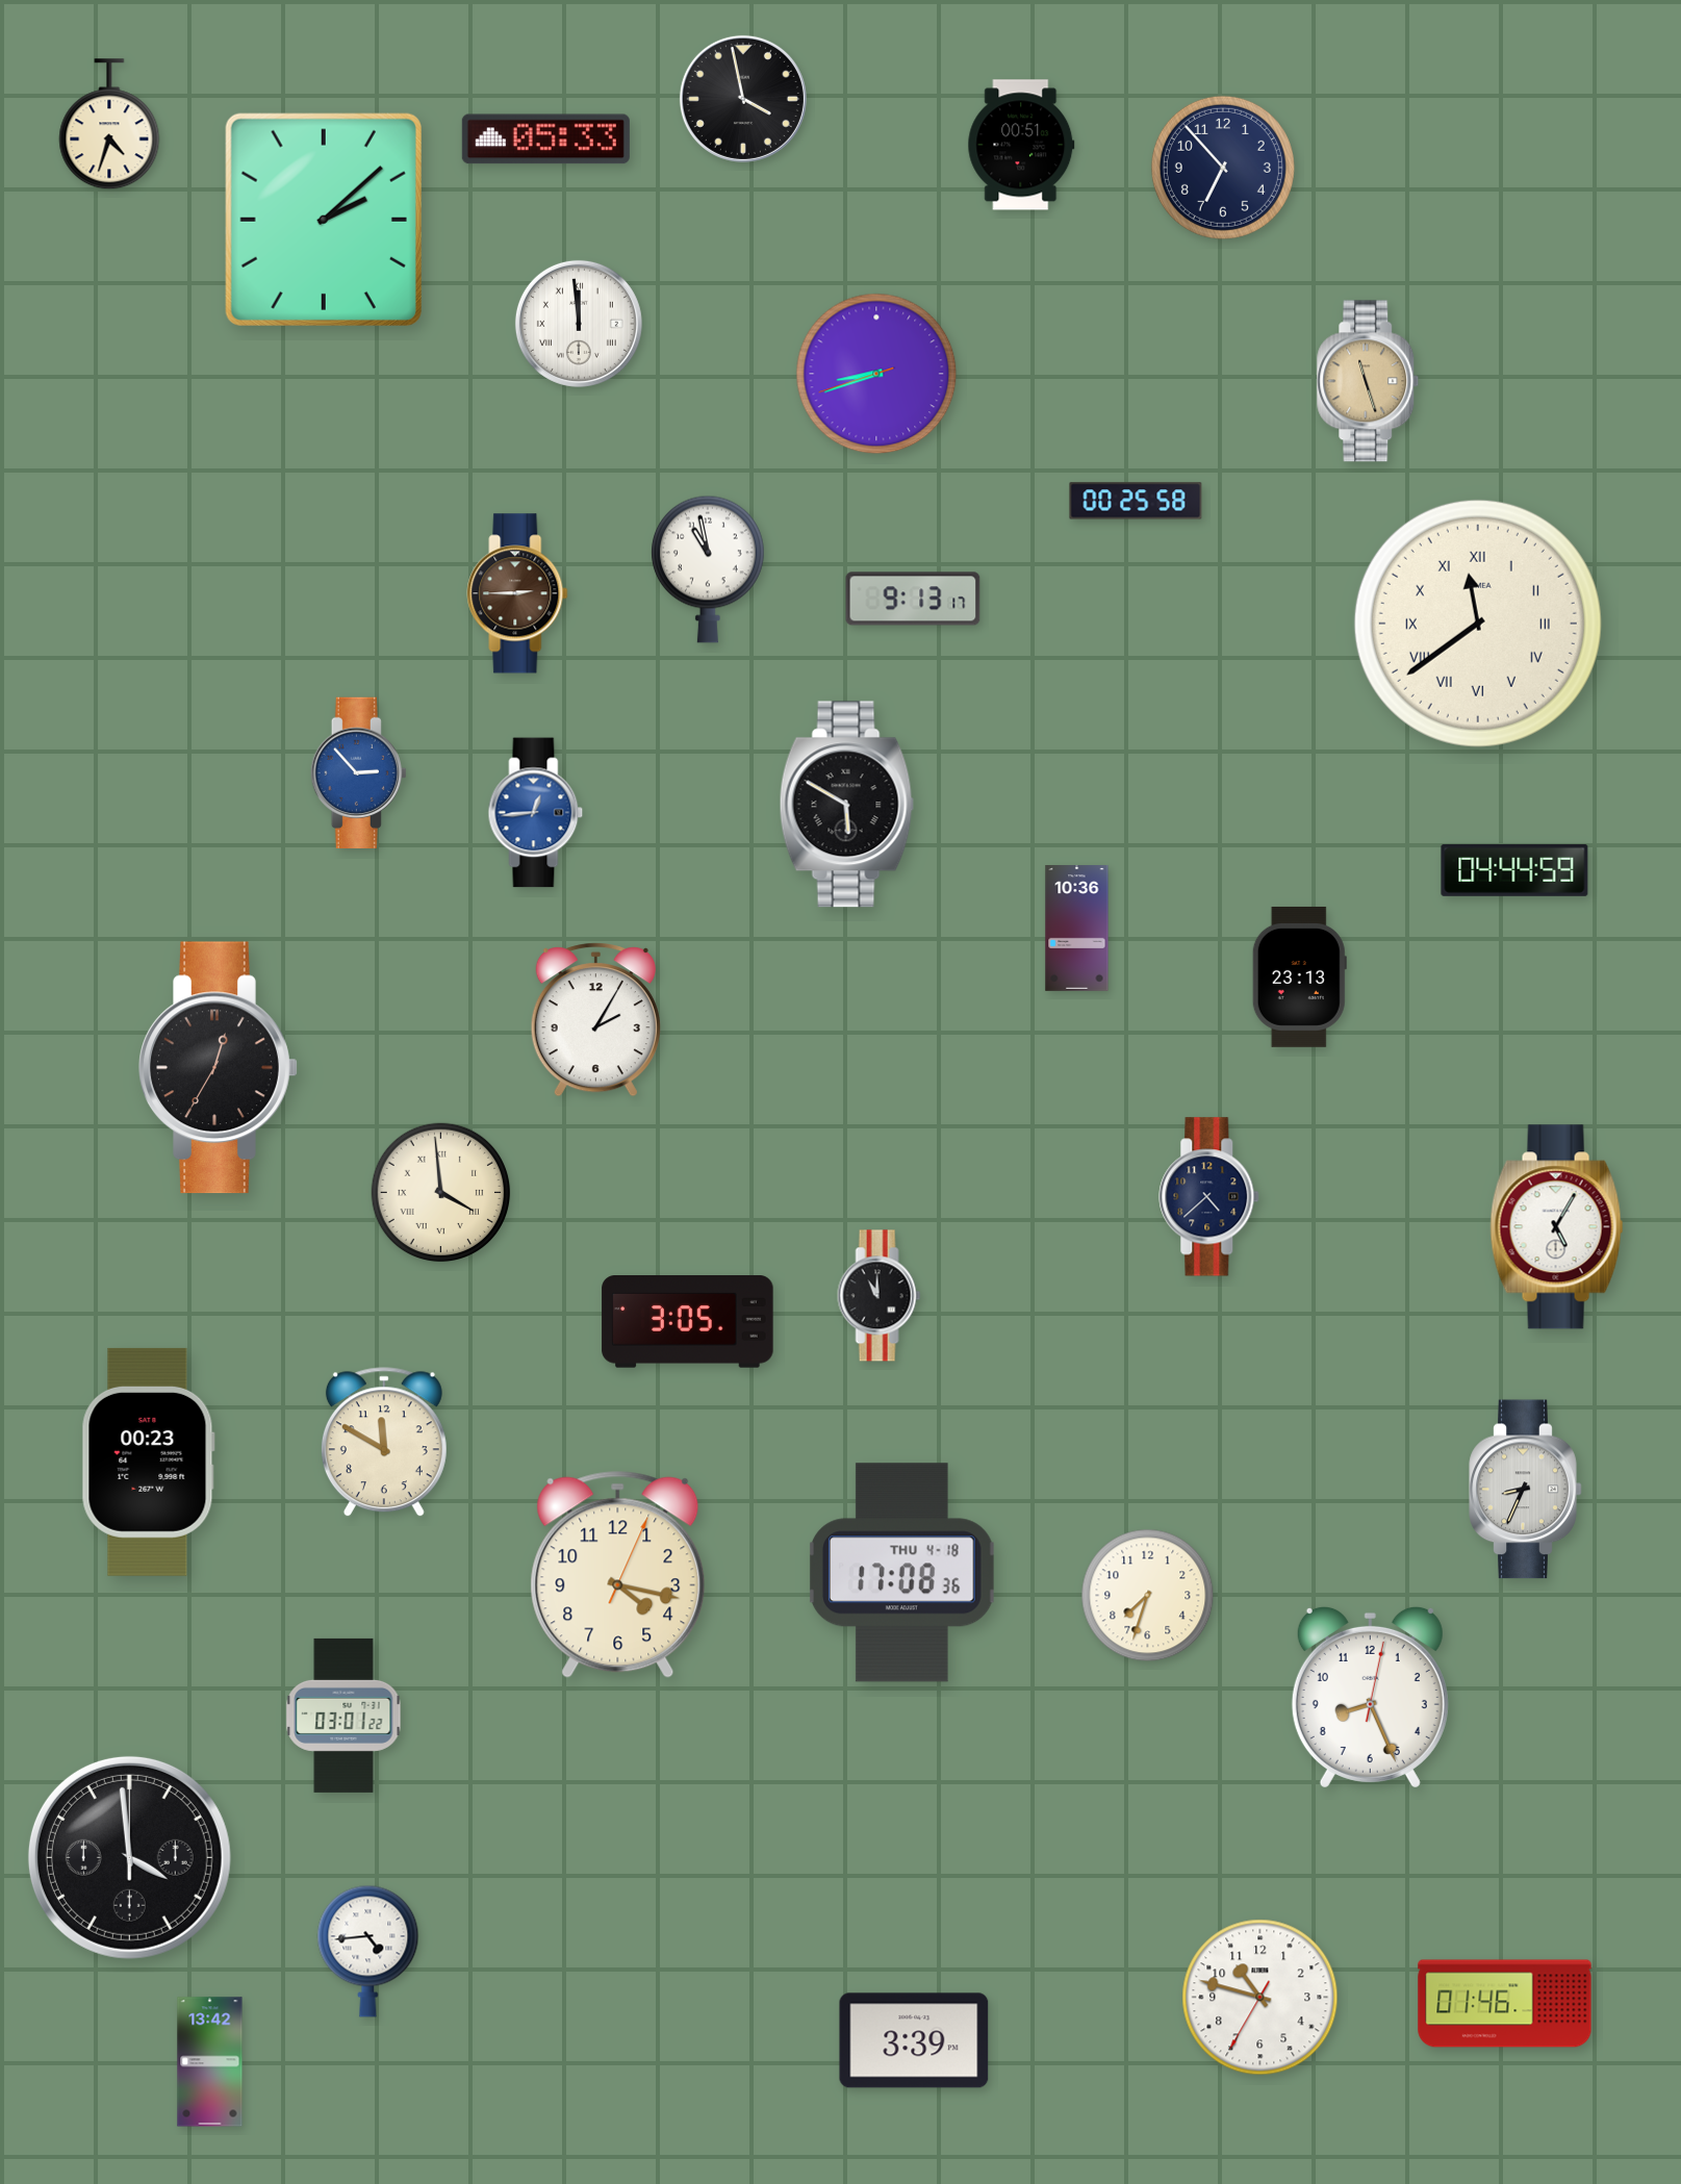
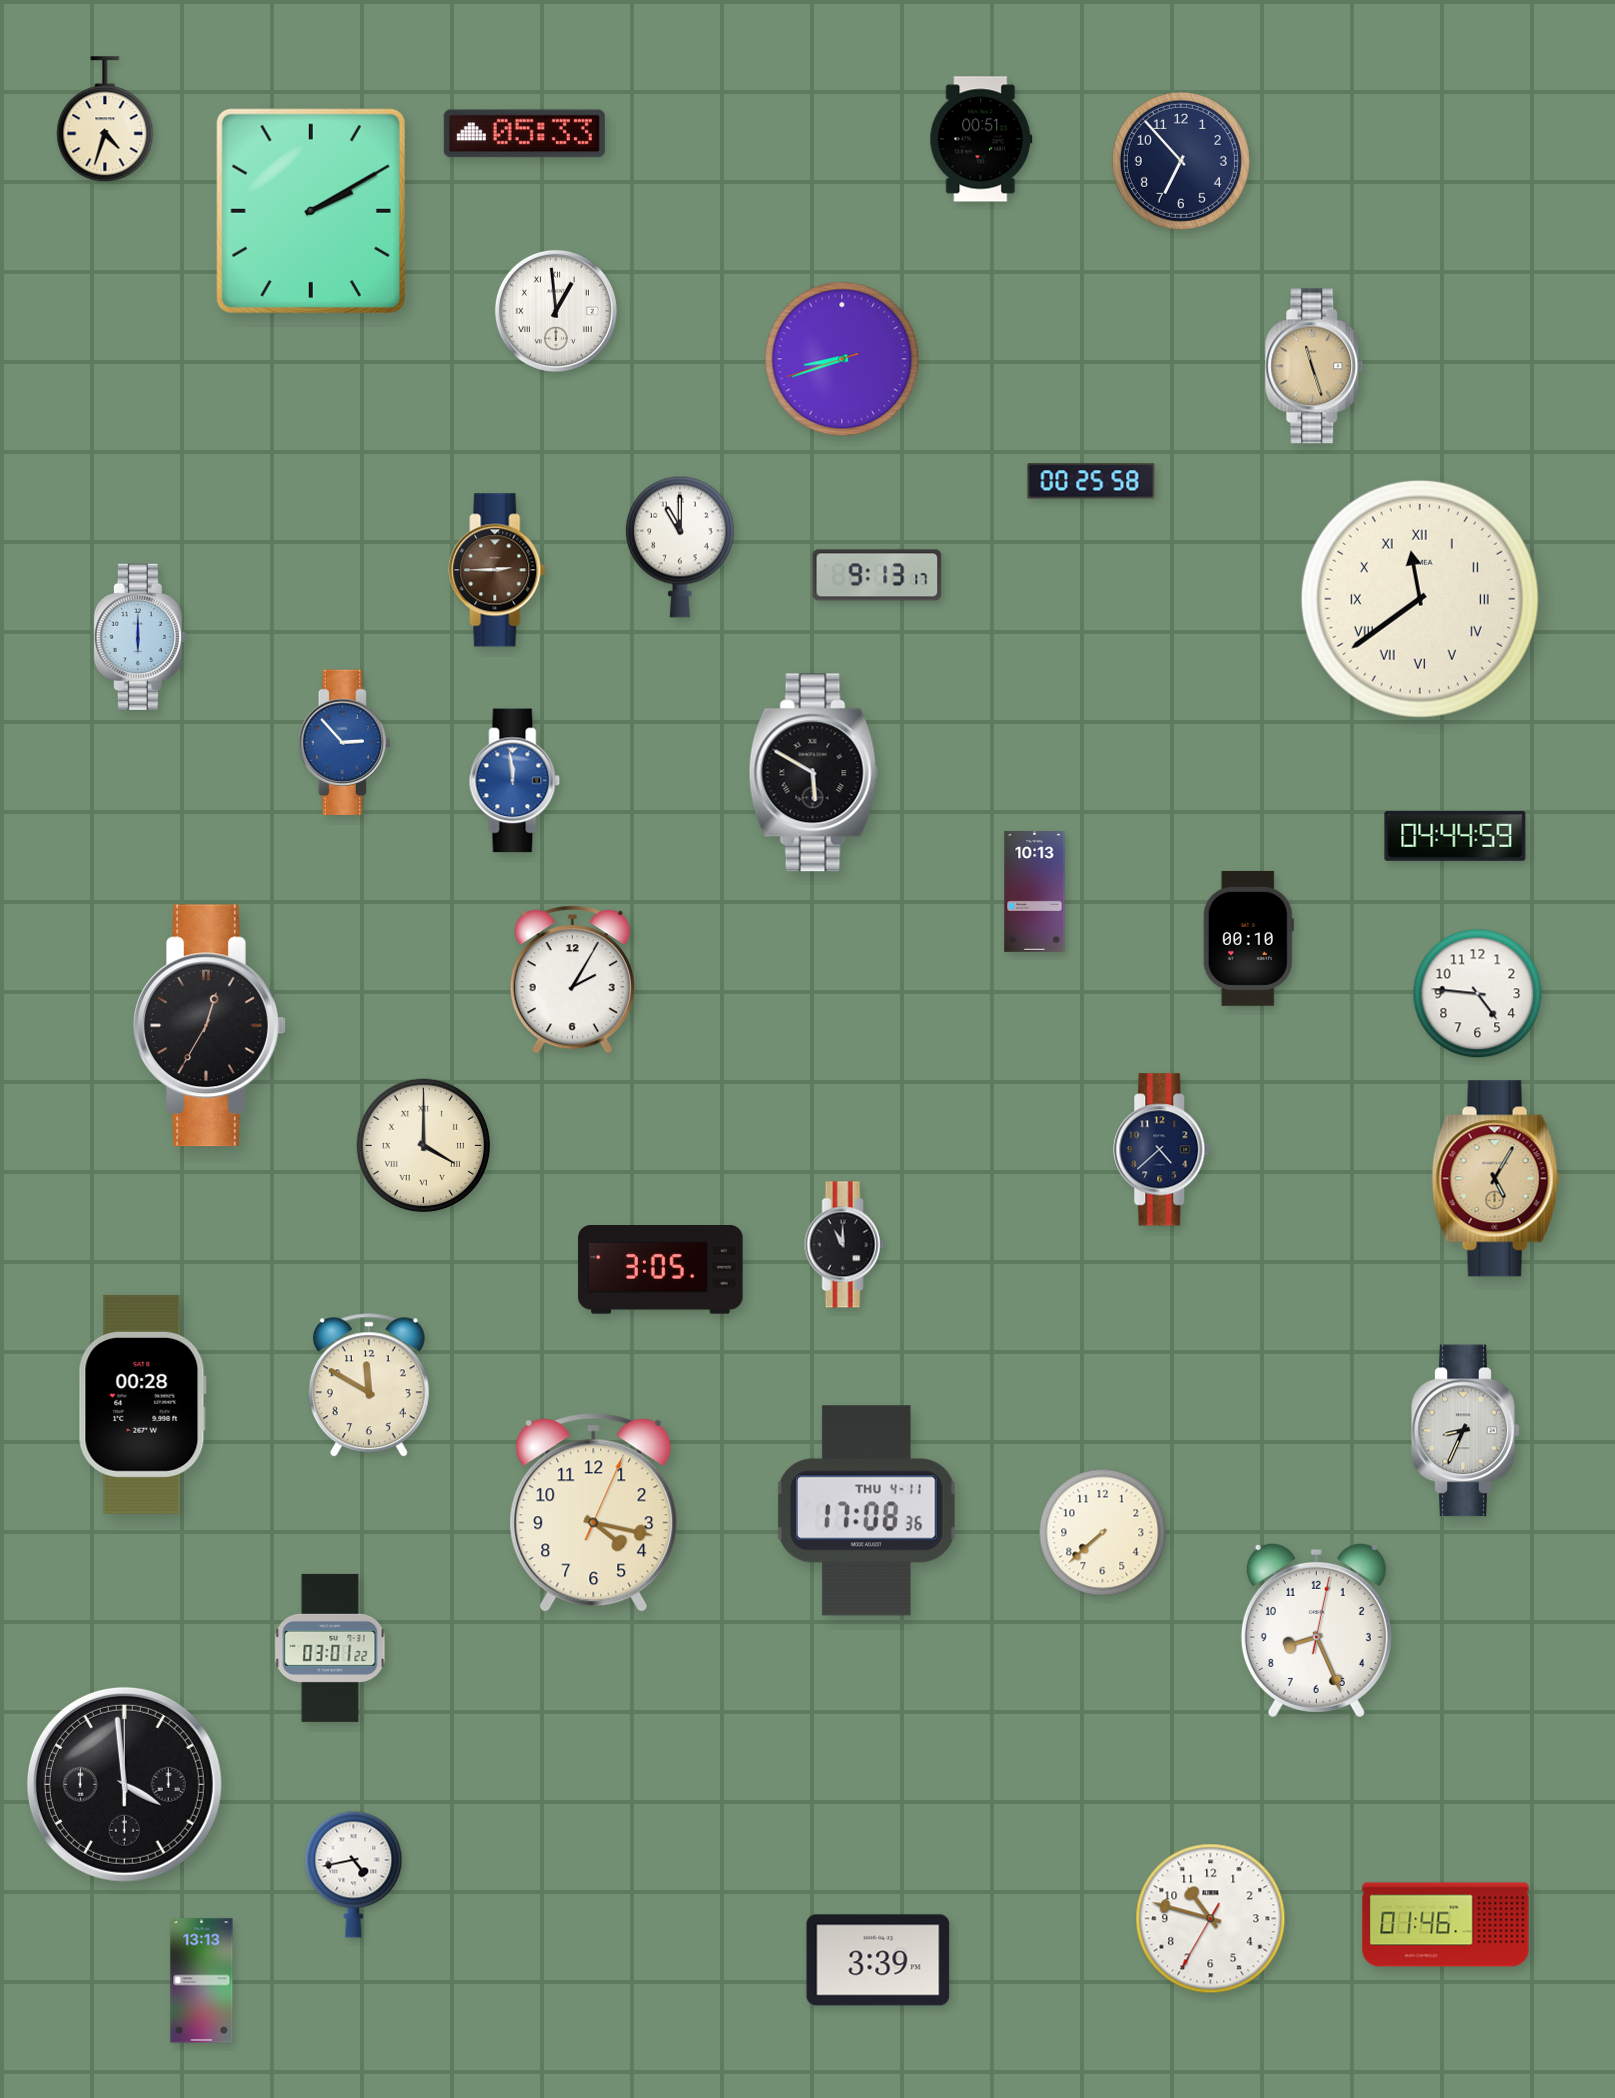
clock at (743, 99): 3:58 -> none
clock at (1223, 168) position: (1223, 168) -> (1181, 161)
clock at (324, 220): 2:08 -> 2:10
clock at (579, 324): 11:59 -> 12:59
clock at (708, 569): 10:58 -> 11:00
clock at (140, 637): none -> 6:00
clock at (536, 813): 12:44 -> 11:59
clock at (1077, 929): 10:36 -> 10:13
clock at (1299, 976): 23:13 -> 00:10
clock at (1478, 994): none -> 4:46
clock at (441, 1193): 3:59 -> 4:00
clock at (1557, 1227) dial: white -> champagne
clock at (148, 1462): 00:23 -> 00:28
clock at (902, 1573) date: THU 4-18 -> THU 4-11
clock at (1148, 1596): 7:33 -> 7:38
clock at (368, 1951): 4:44 -> 4:43
clock at (210, 2062): 13:42 -> 13:13
